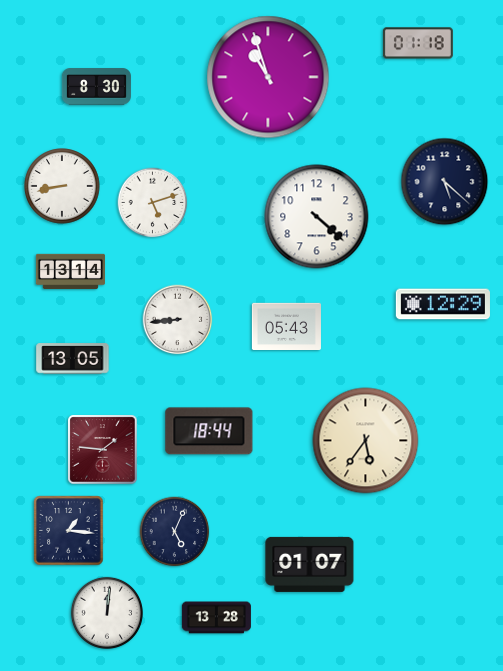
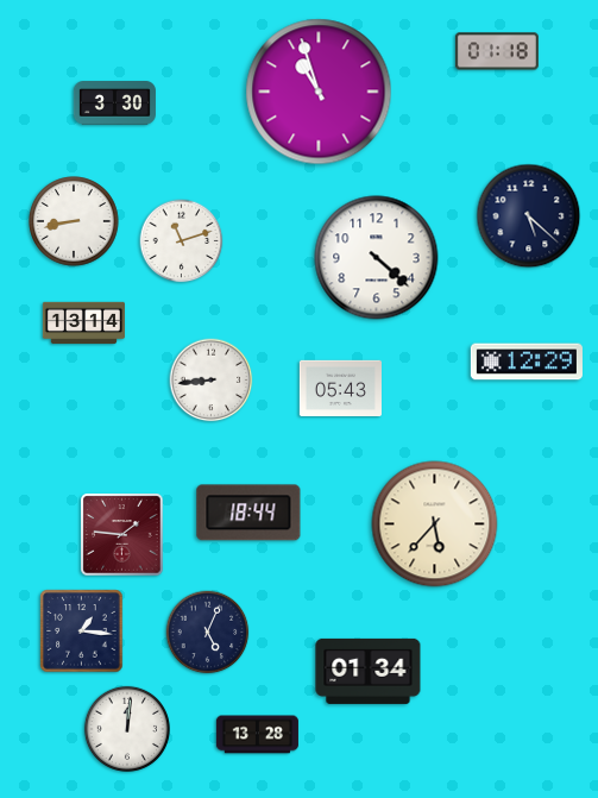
clock at (96, 87): 8:30 -> 3:30
clock at (153, 203): 5:12 -> 11:12
clock at (73, 359): 13:05 -> none
clock at (366, 441): 5:36 -> 5:37
clock at (310, 564): 01:07 -> 01:34
